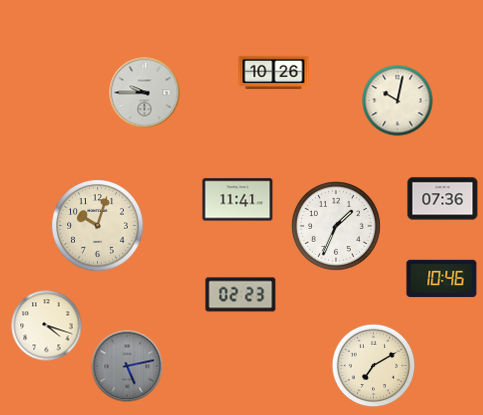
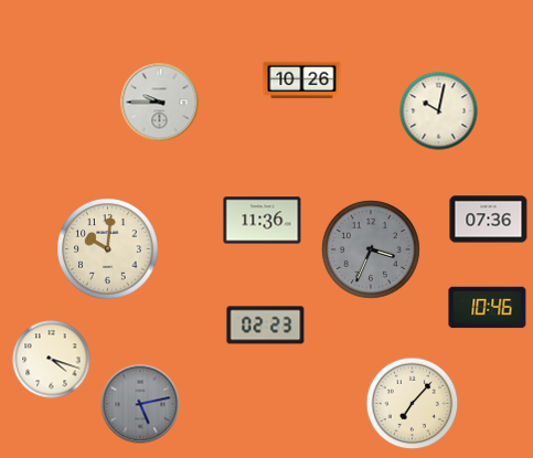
clock at (238, 200): 11:41 -> 11:36
clock at (98, 226): 10:03 -> 10:01
clock at (336, 226): 1:34 -> 3:34
clock at (336, 226) dial: white -> grey
clock at (374, 366): 7:10 -> 7:07
